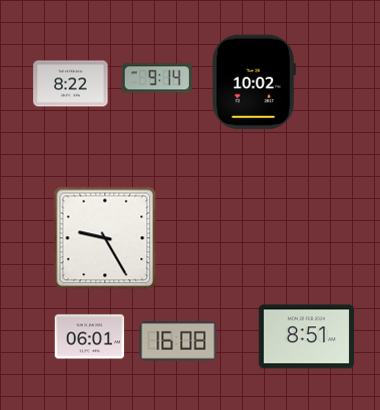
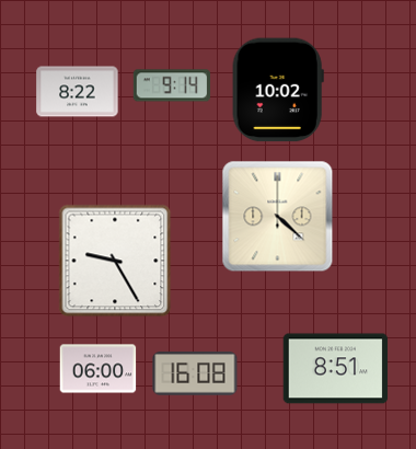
clock at (278, 217): none -> 4:22
clock at (90, 337): 06:01 -> 06:00
